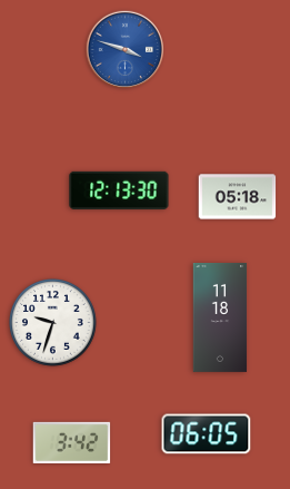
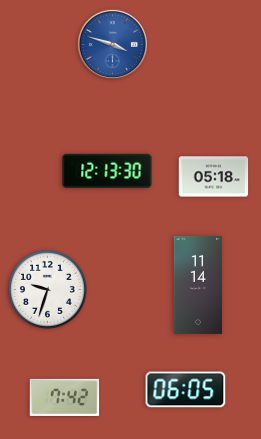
clock at (220, 317): 11:18 -> 11:14
clock at (72, 442): 3:42 -> 7:42
